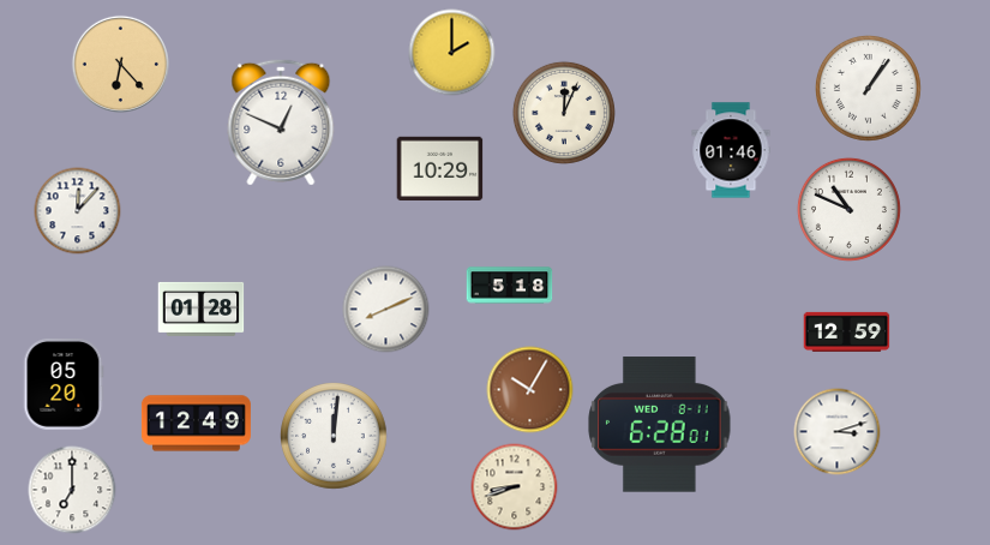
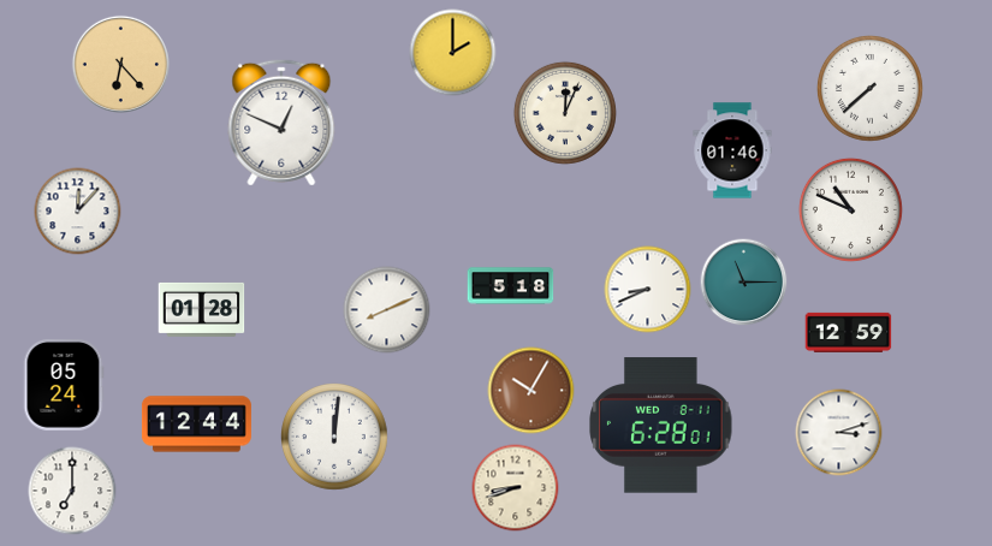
clock at (868, 88): 1:06 -> 7:38
clock at (440, 169): 10:29 -> none
clock at (744, 283): none -> 11:15
clock at (648, 290): none -> 8:41
clock at (64, 385): 05:20 -> 05:24
clock at (196, 424): 12:49 -> 12:44
